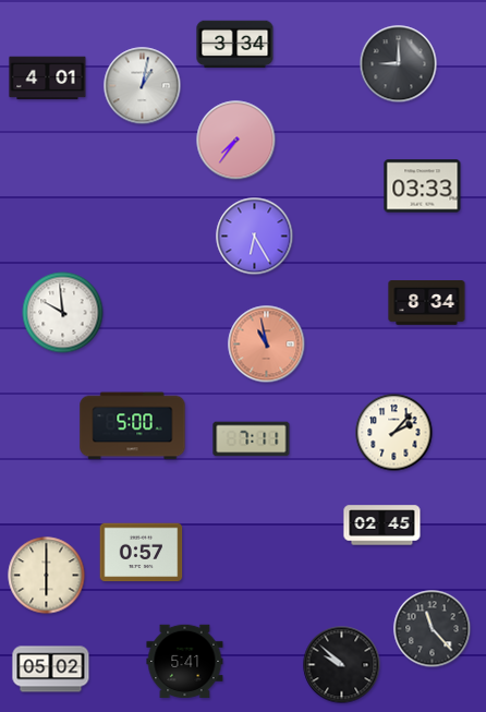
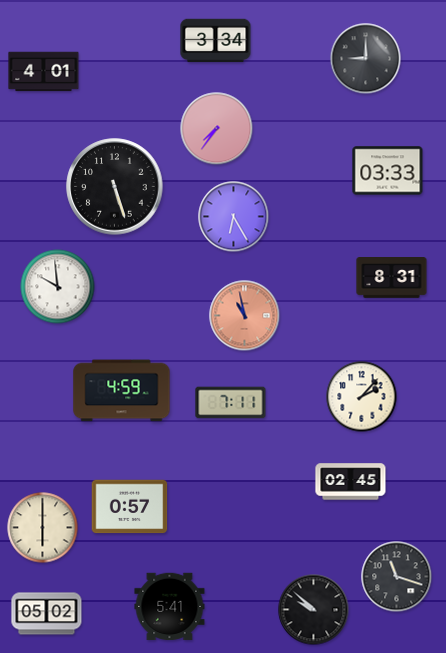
clock at (143, 86): 1:02 -> none
clock at (115, 187): none -> 5:27
clock at (427, 303): 8:34 -> 8:31
clock at (133, 426): 5:00 -> 4:59
clock at (433, 629): 11:23 -> 11:18
